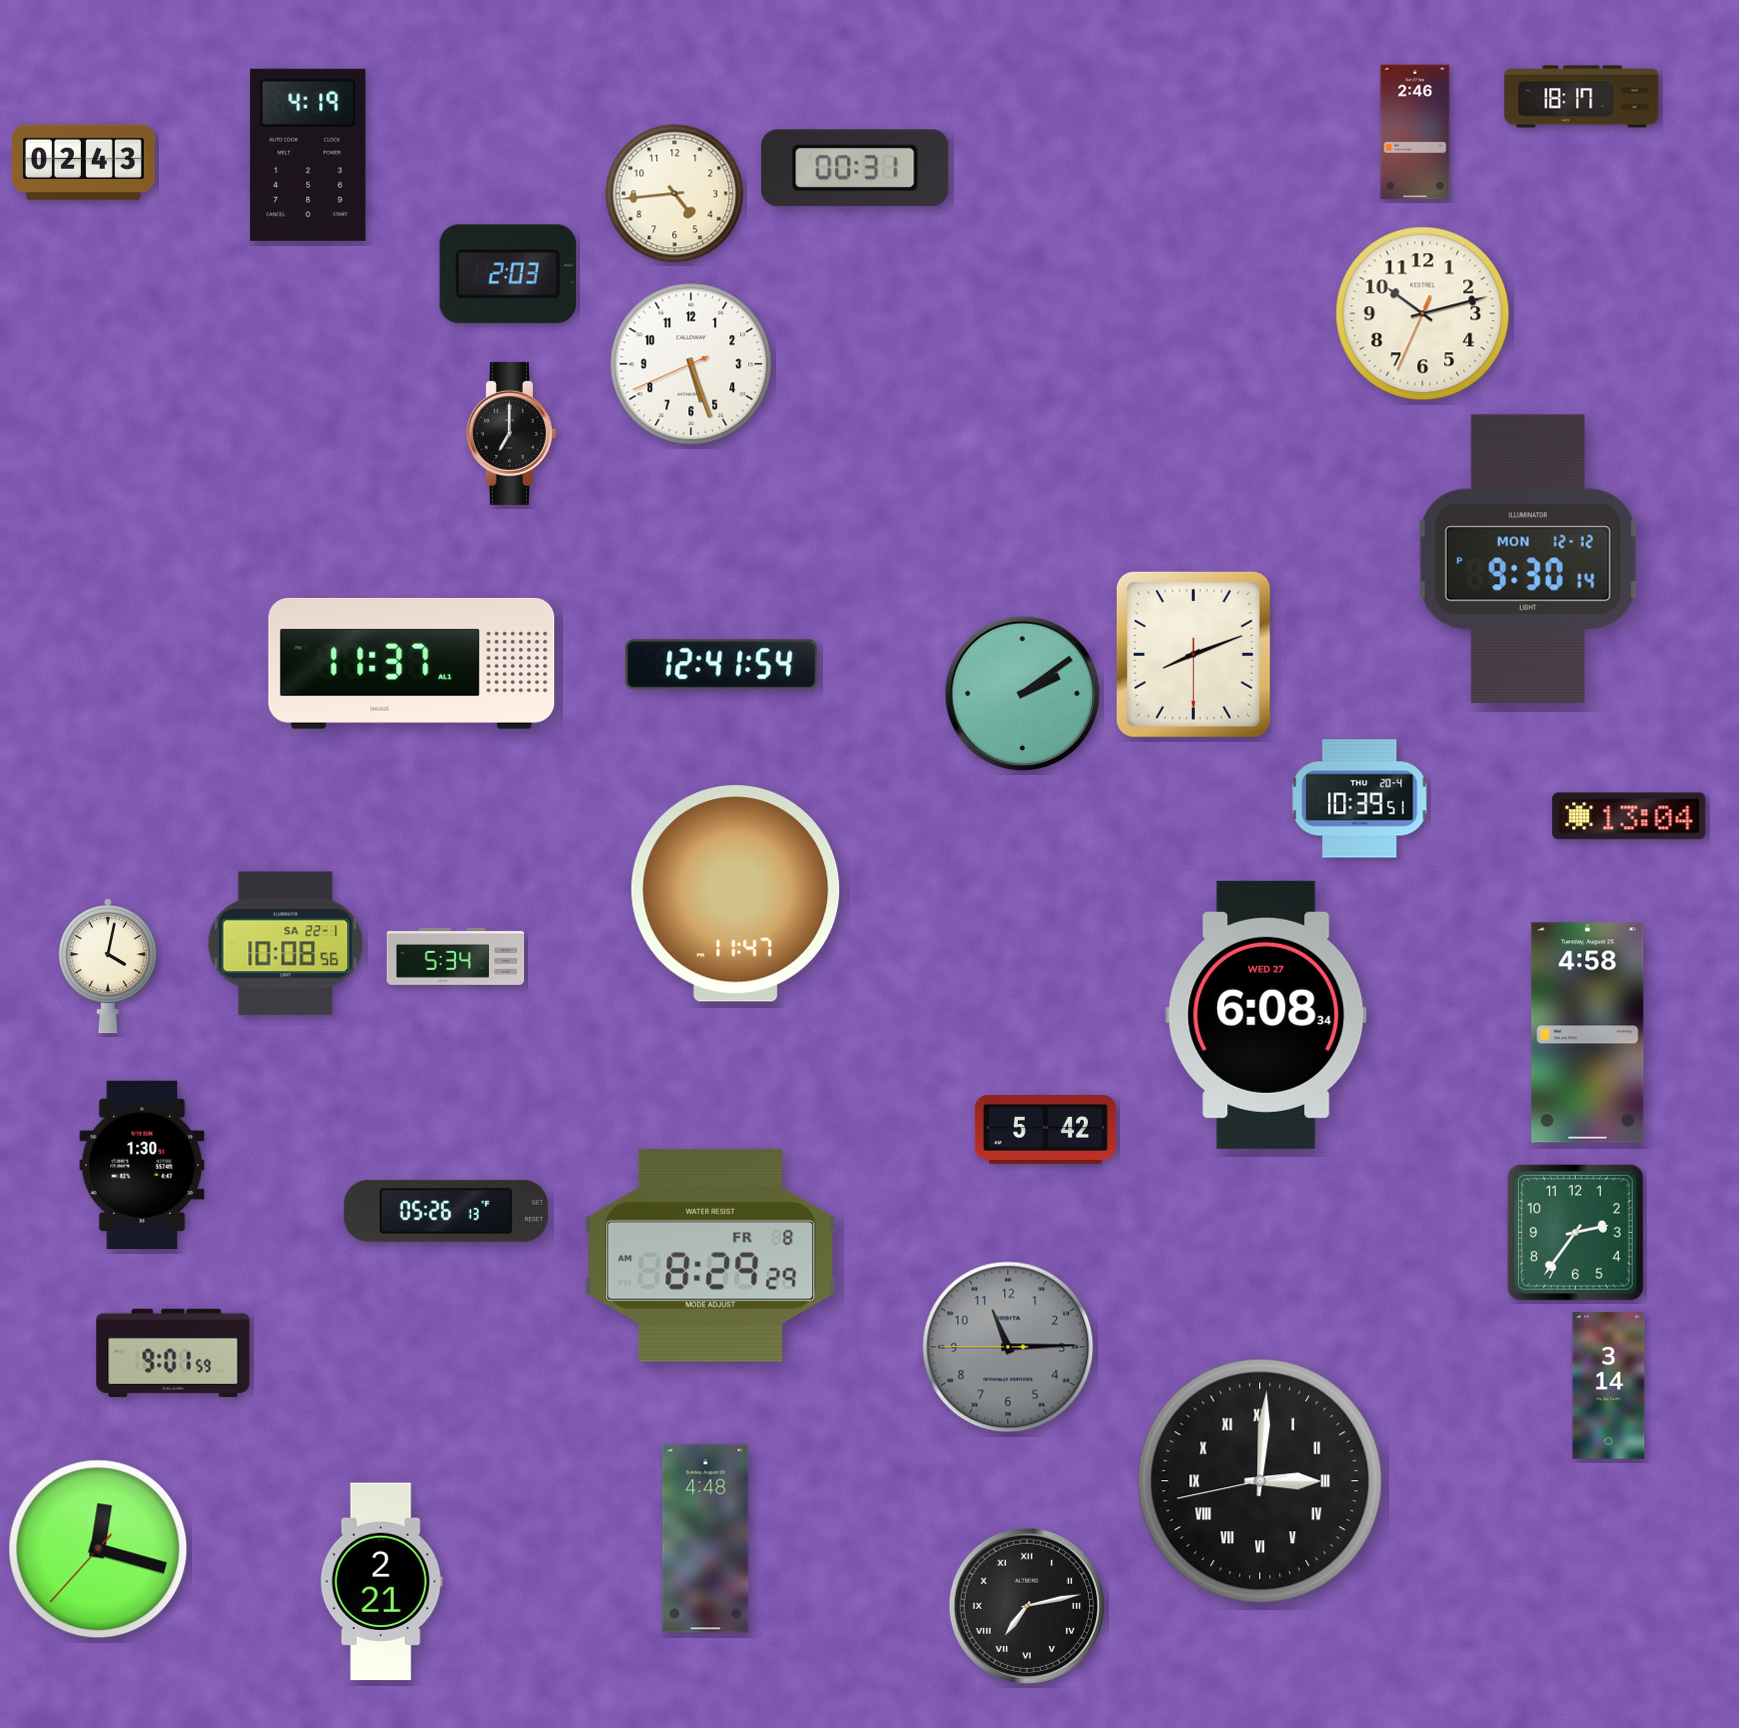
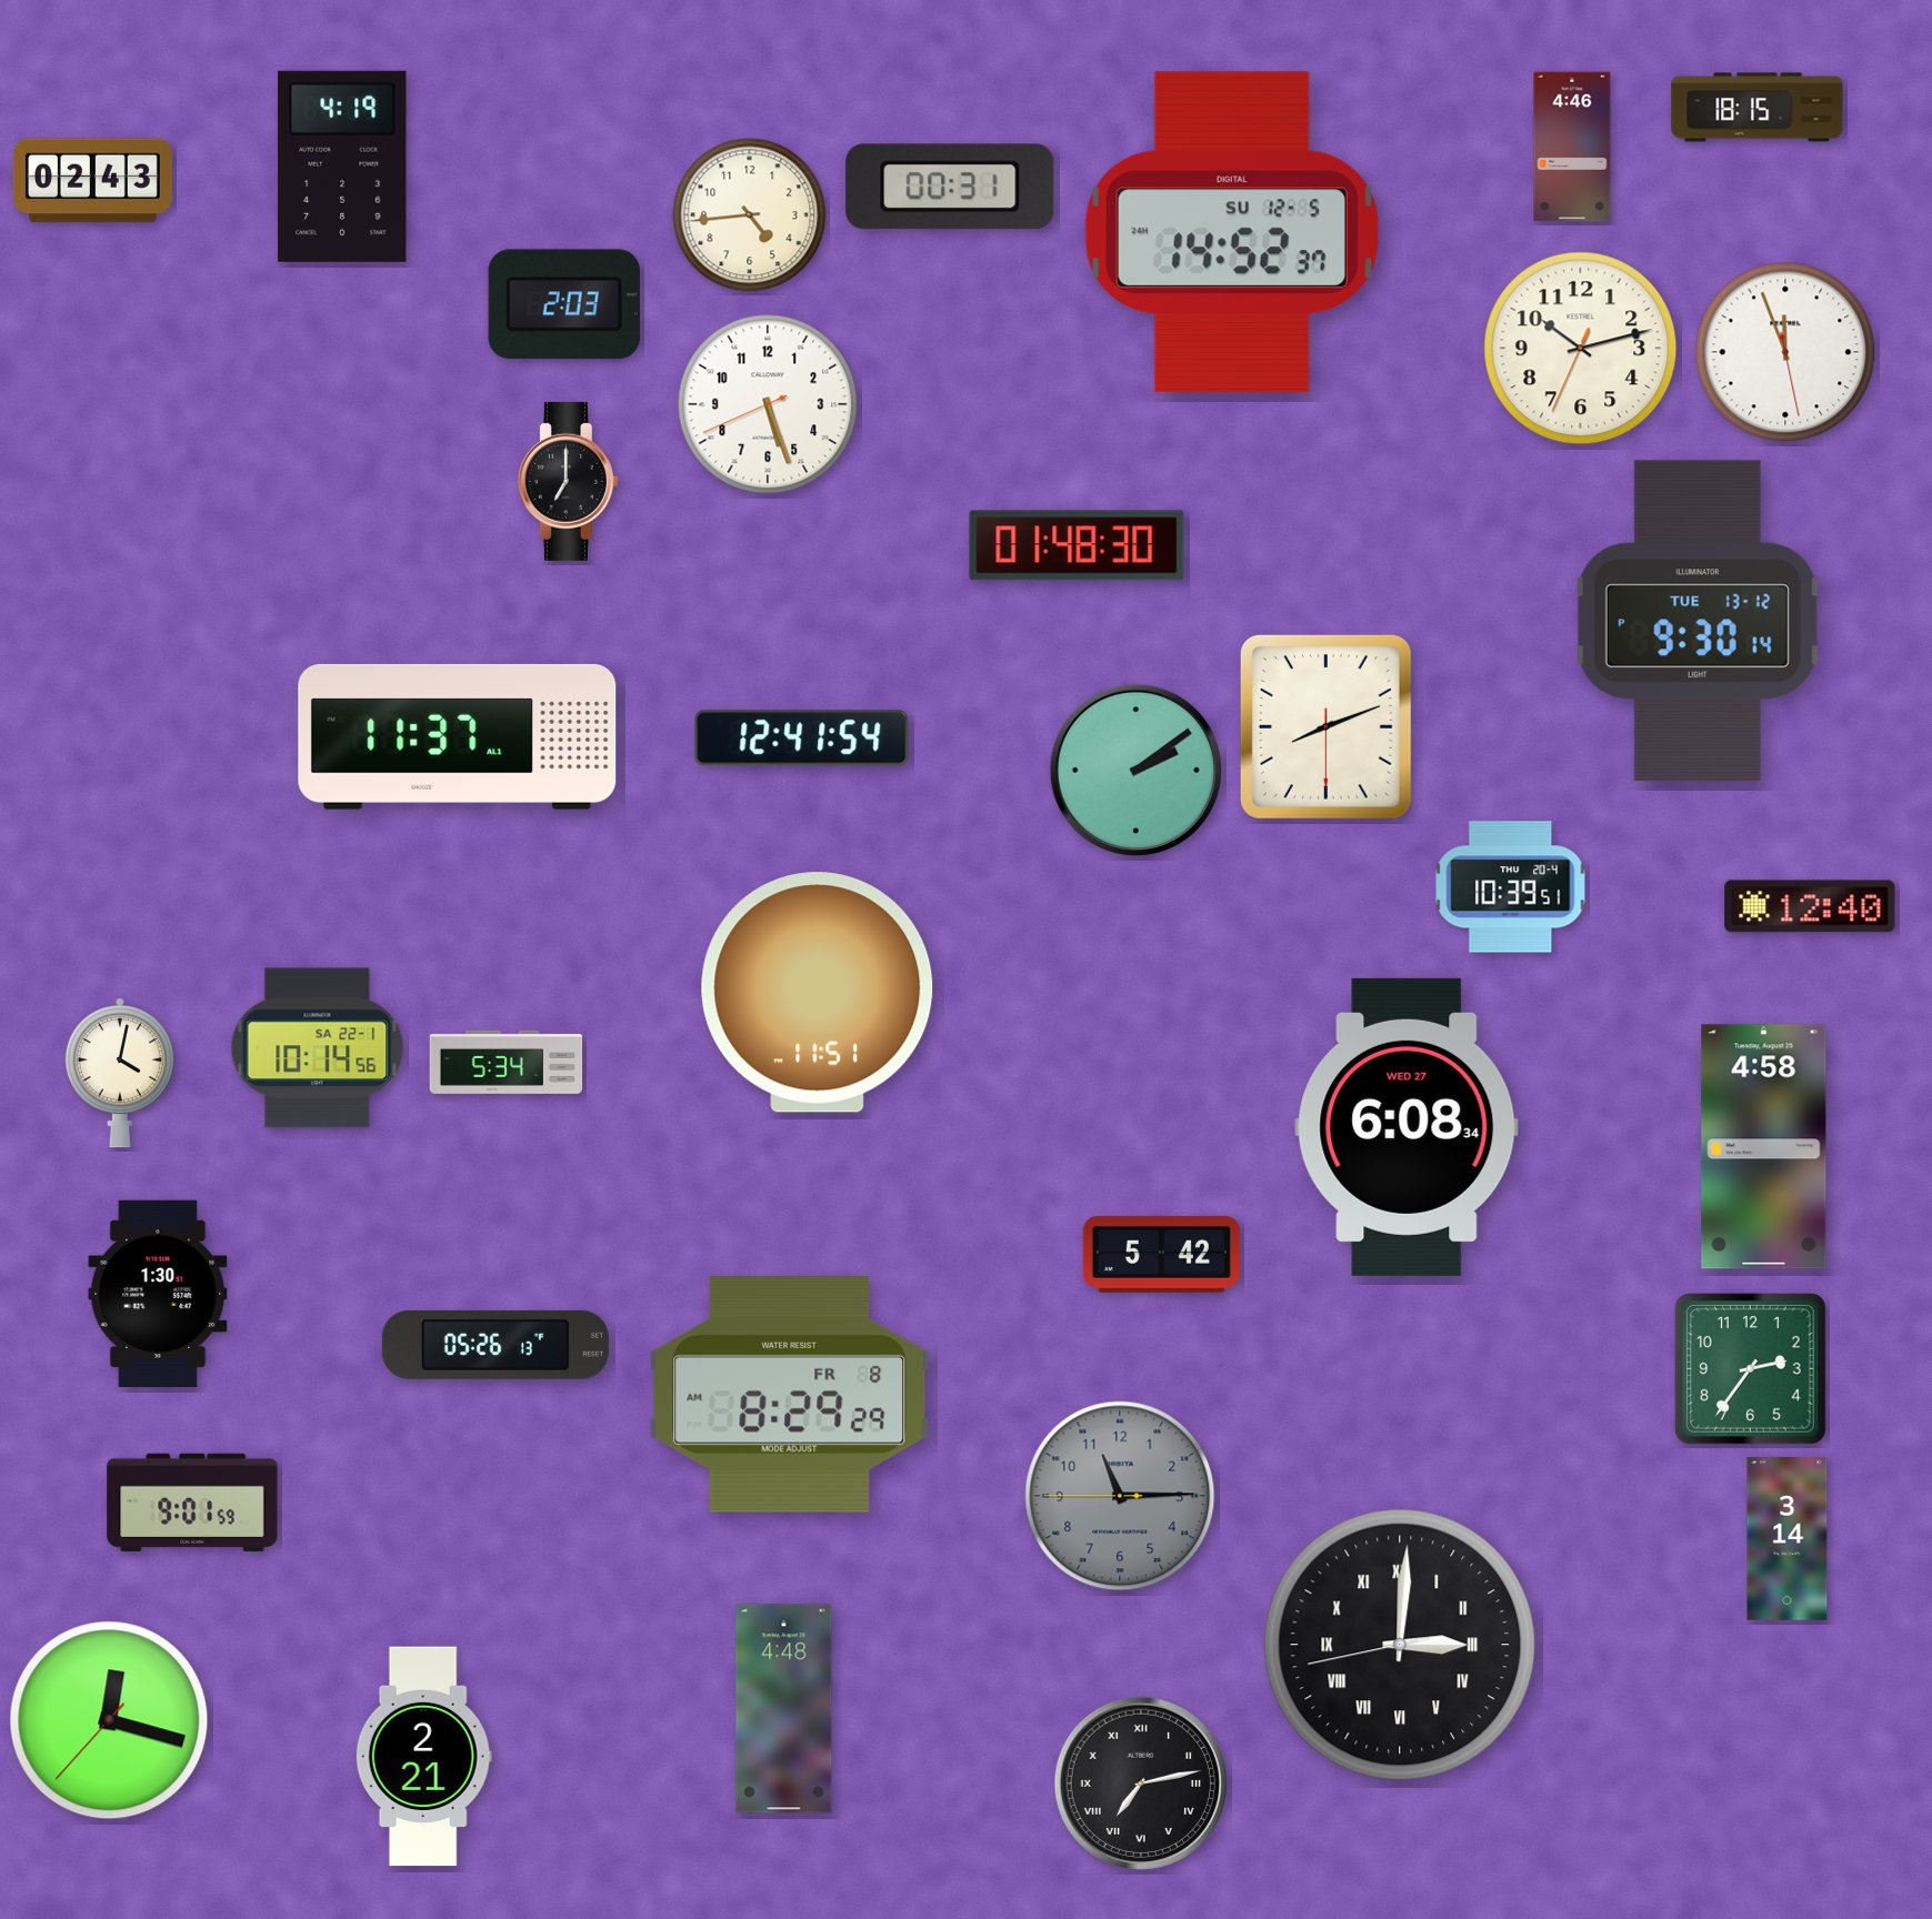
clock at (1582, 97): 18:17 -> 18:15
clock at (1415, 132): 2:46 -> 4:46
clock at (308, 155) position: (308, 155) -> (342, 167)
clock at (1232, 232): none -> 14:52
clock at (1785, 352): none -> 11:56
clock at (1077, 545): none -> 01:48
clock at (1528, 559) date: MON 12-12 -> TUE 13-12
clock at (1629, 816): 13:04 -> 12:40
clock at (736, 894): 11:47 -> 11:51
clock at (286, 944): 10:08 -> 10:14
